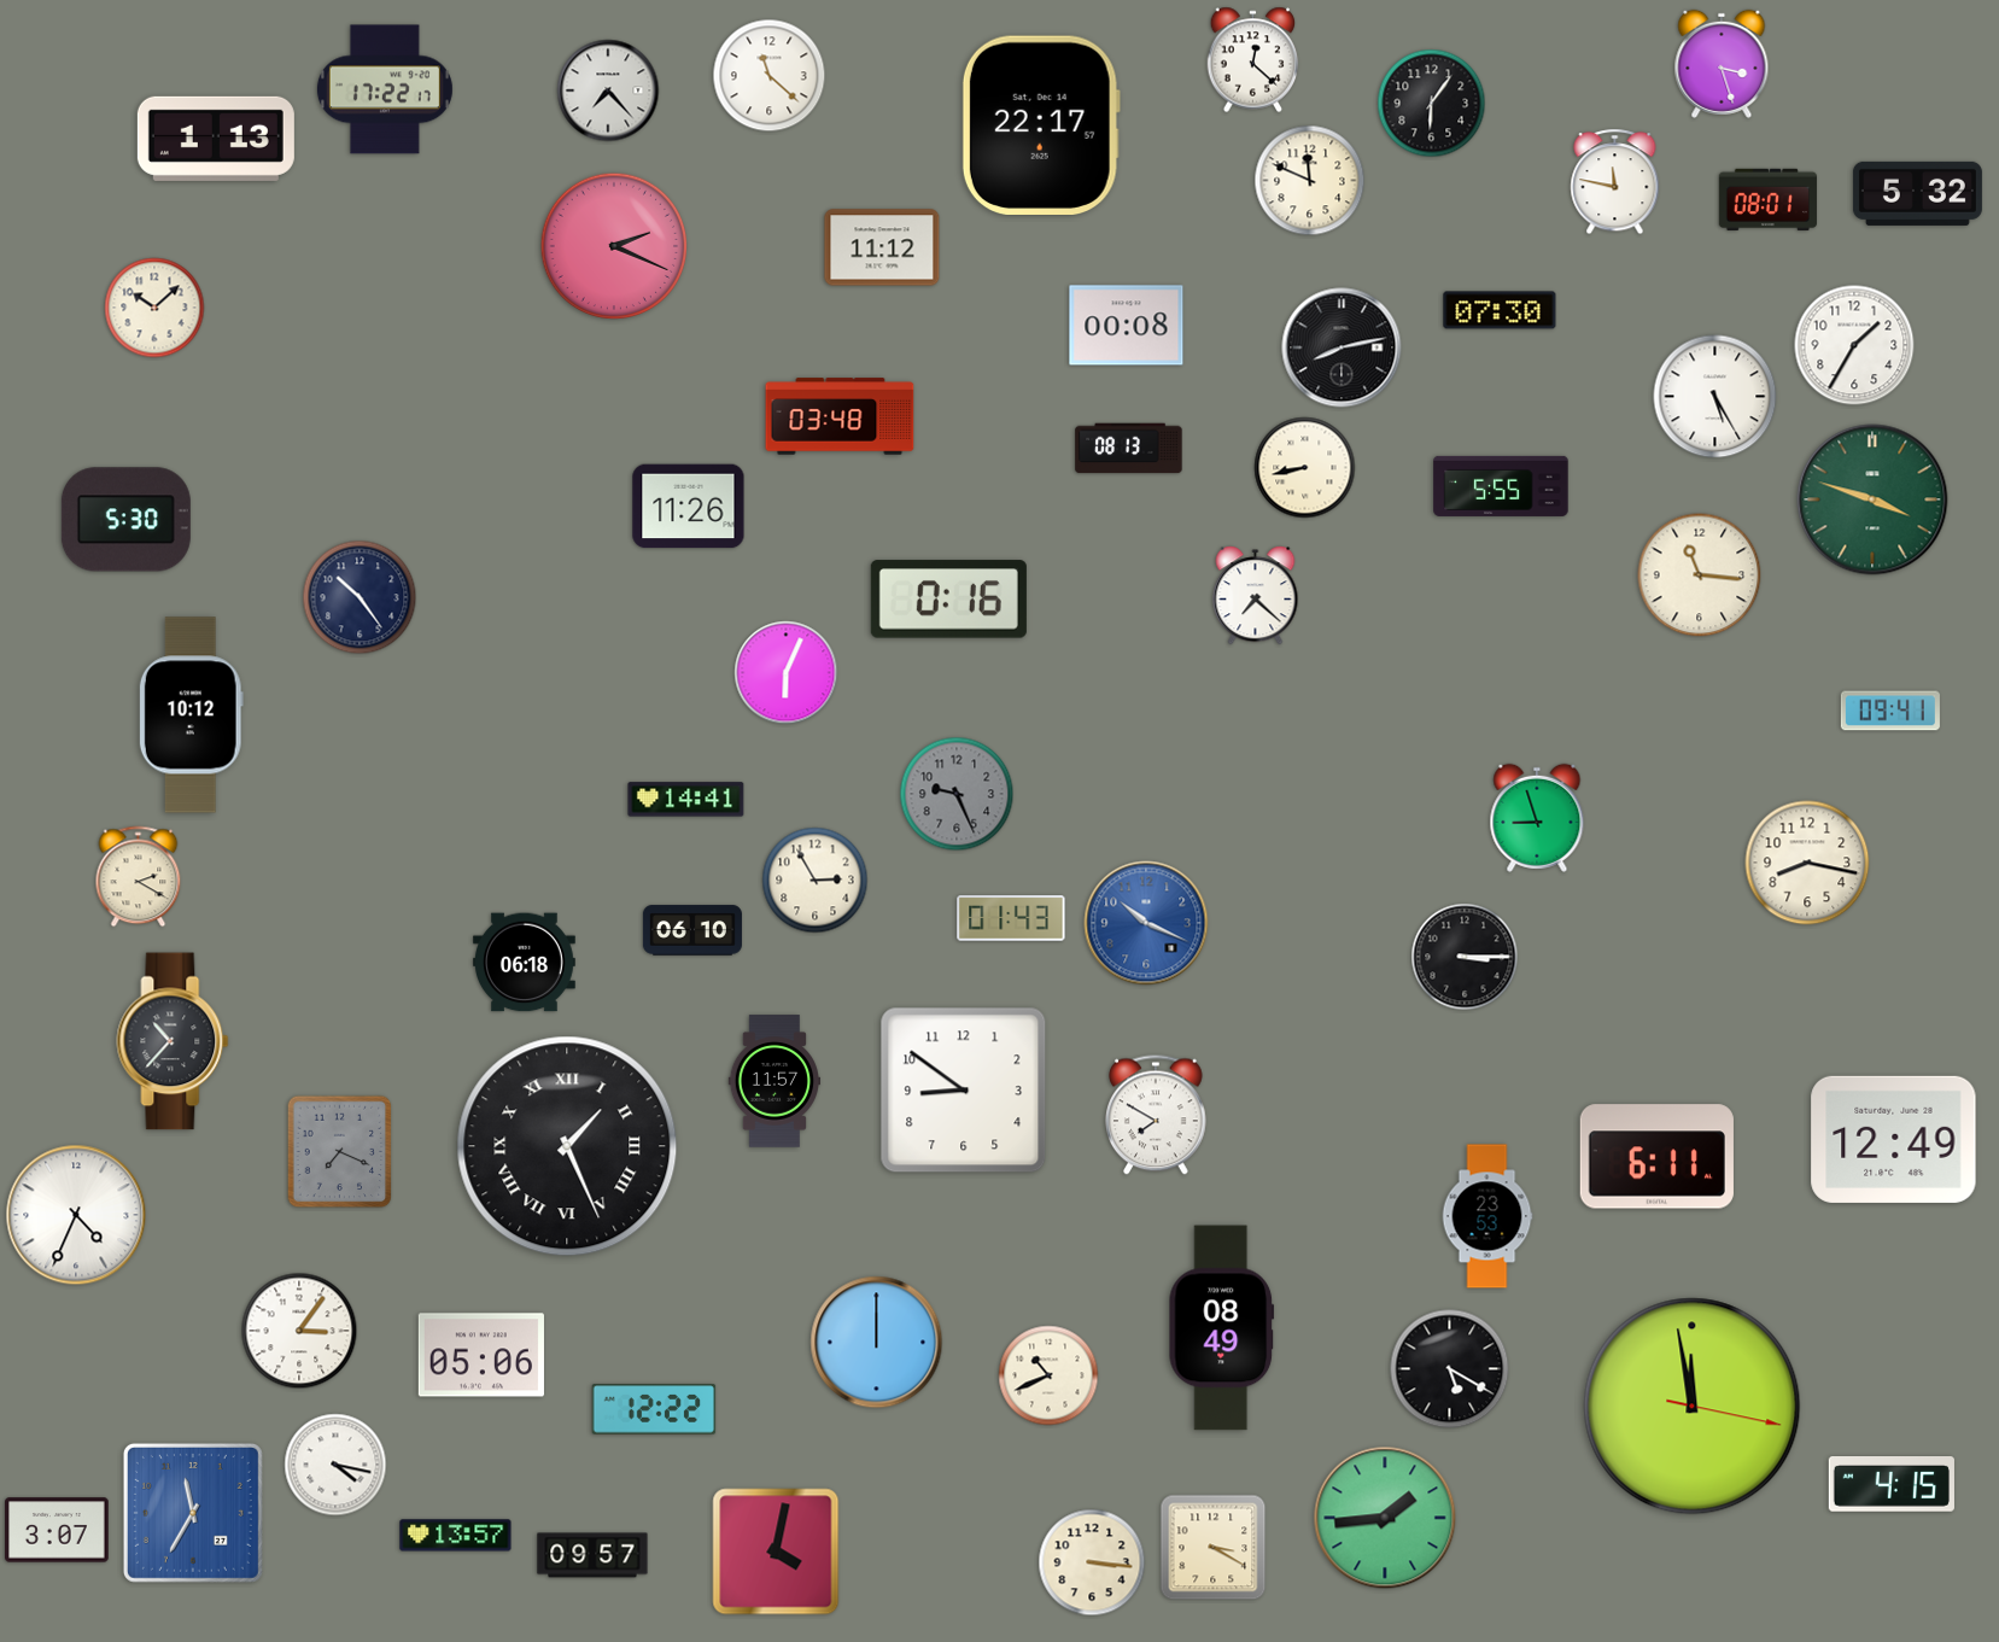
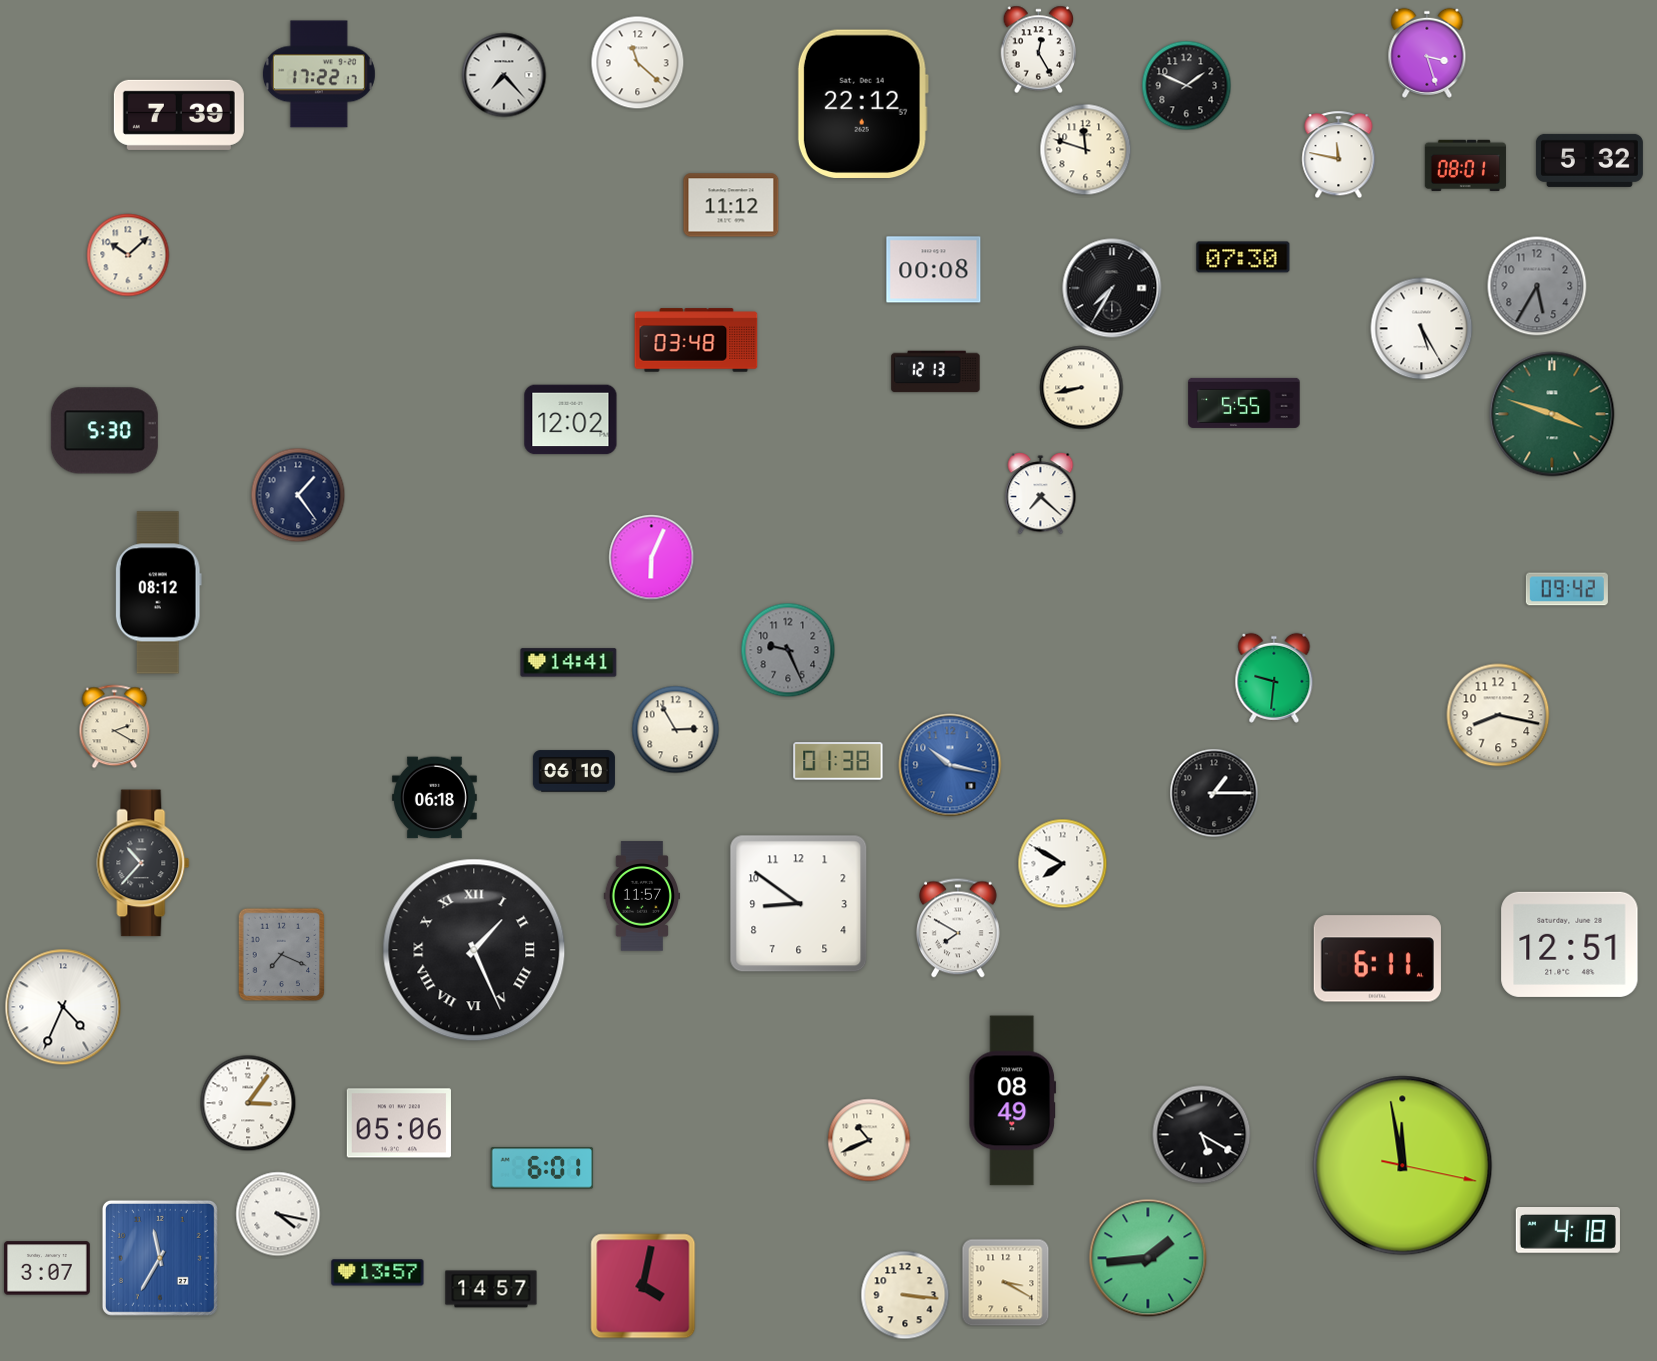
clock at (1253, 60): 12:22 -> 12:25
clock at (1432, 104): 6:06 -> 1:49
clock at (1041, 124): 22:17 -> 22:12
clock at (216, 139): 1:13 -> 7:39
clock at (1310, 181): 11:49 -> 11:48
clock at (1615, 182) position: (1615, 182) -> (1339, 155)
clock at (614, 246): 2:19 -> none
clock at (1854, 345): 1:35 -> 5:35
clock at (1854, 345) dial: white -> grey
clock at (1342, 347): 8:13 -> 7:35
clock at (840, 416) position: (840, 416) -> (696, 340)
clock at (1129, 449): 08:13 -> 12:13
clock at (689, 507): 11:26 -> 12:02
clock at (1700, 575): 11:16 -> none
clock at (360, 597): 10:24 -> 1:24
clock at (948, 600): 0:16 -> none
clock at (1890, 711): 09:41 -> 09:42
clock at (191, 715): 10:12 -> 08:12
clock at (957, 794) position: (957, 794) -> (788, 650)
clock at (1537, 818): 8:57 -> 9:31
clock at (1011, 918): 01:43 -> 01:38
clock at (1146, 923): 10:19 -> 10:17
clock at (1465, 957): 3:15 -> 1:15
clock at (1063, 864): none -> 7:50
clock at (1157, 1115) position: (1157, 1115) -> (959, 928)
clock at (1894, 1139): 12:49 -> 12:51
clock at (567, 1146) position: (567, 1146) -> (474, 950)
clock at (1656, 1157) position: (1656, 1157) -> (1377, 959)
clock at (1487, 1216): 23:53 -> none
clock at (877, 1343): 12:00 -> none
clock at (654, 1409): 12:22 -> 6:01
clock at (1892, 1485): 4:15 -> 4:18
clock at (193, 1513) position: (193, 1513) -> (160, 1258)
clock at (592, 1555): 09:57 -> 14:57
